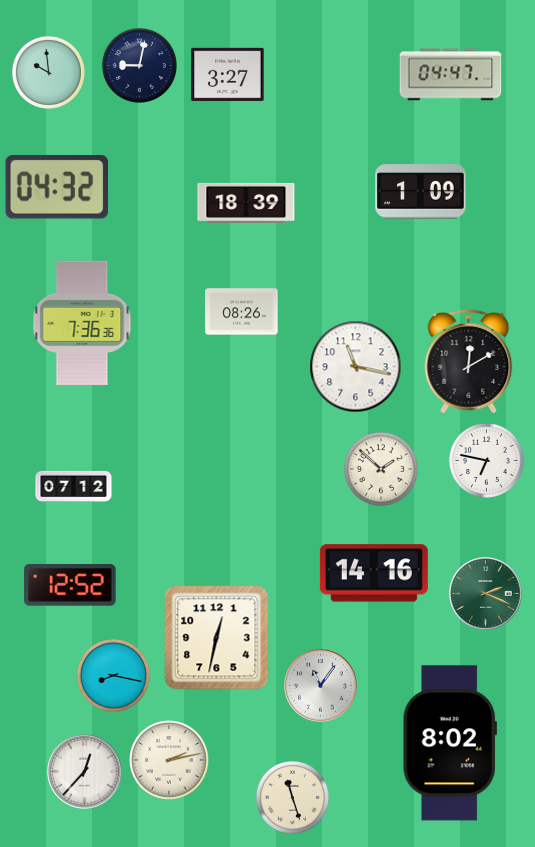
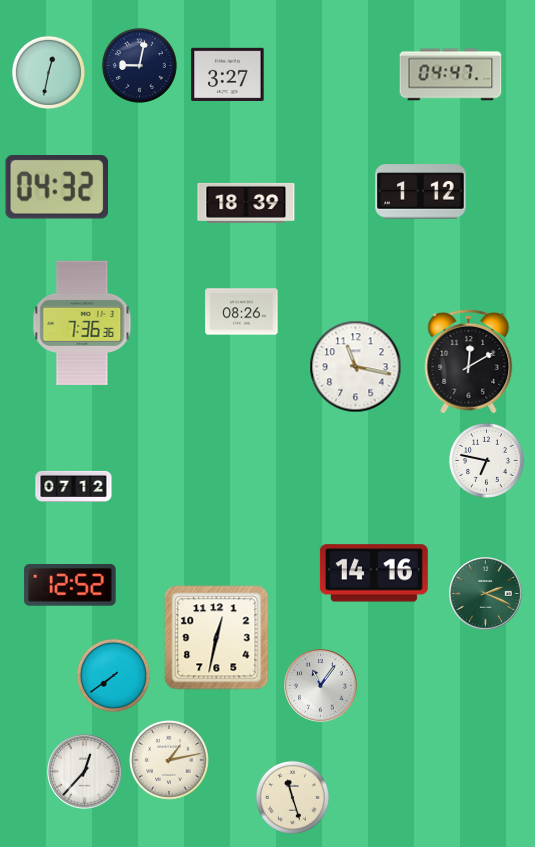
clock at (48, 72): 9:59 -> 12:32
clock at (421, 192): 1:09 -> 1:12
clock at (381, 469): 1:52 -> none
clock at (113, 675): 8:17 -> 7:39
clock at (450, 743): 8:02 -> none
clock at (170, 761): 2:13 -> 1:13
